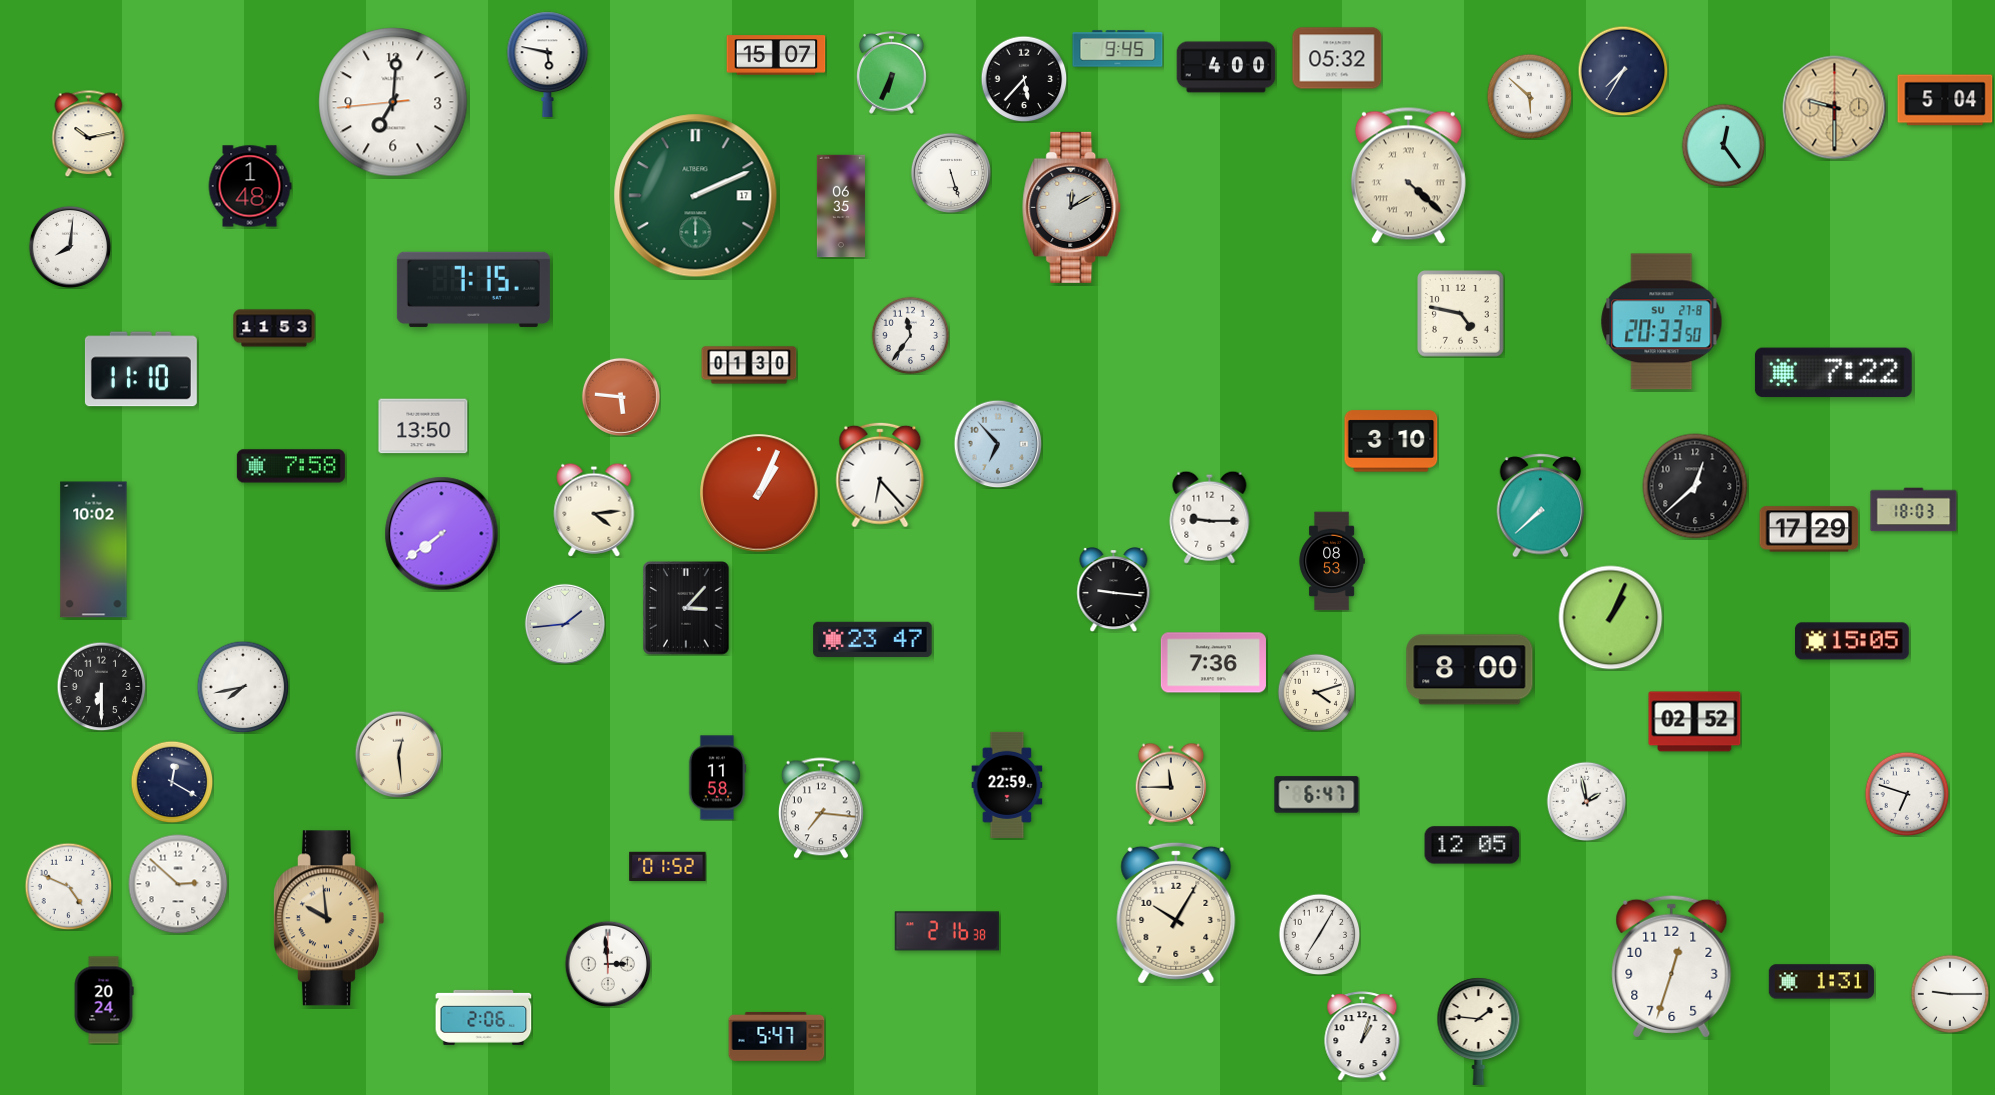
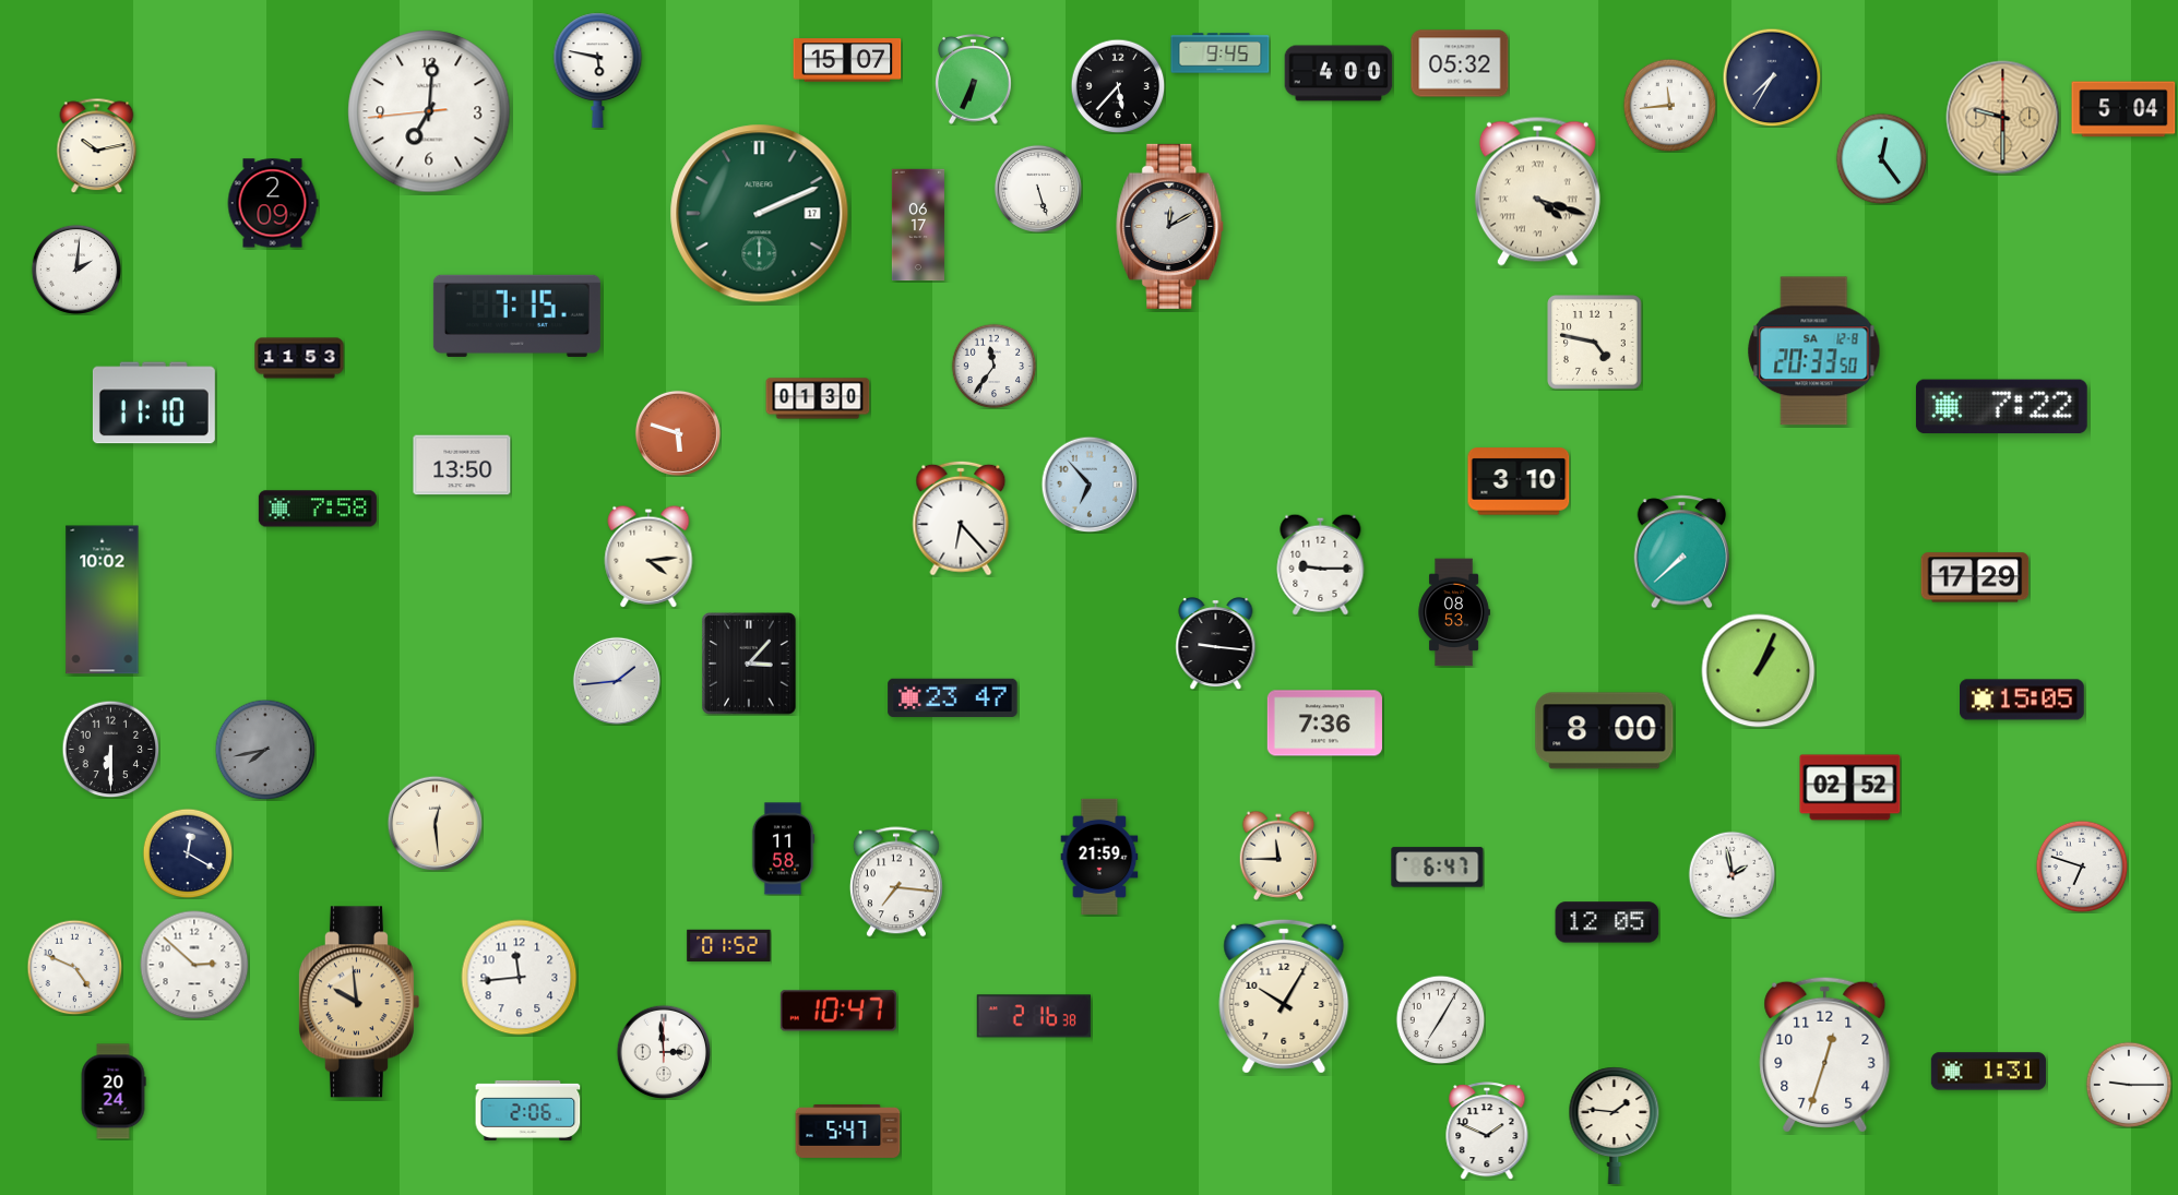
clock at (1529, 96): 5:52 -> 11:44
clock at (1408, 175): 4:22 -> 4:18
clock at (250, 186): 1:48 -> 2:09
clock at (841, 206): 06:35 -> 06:17
clock at (70, 247): 8:01 -> 2:01
clock at (1662, 322) date: SU 27-8 -> SA 12-8
clock at (621, 397): 5:46 -> 5:48
clock at (1695, 486): 12:38 -> none
clock at (759, 493): 1:04 -> none
clock at (1914, 510): 18:03 -> none
clock at (442, 534): 7:39 -> none
clock at (1611, 618) position: (1611, 618) -> (1759, 671)
clock at (243, 687) dial: white -> grey
clock at (1316, 692): 4:12 -> none
clock at (1007, 785): 22:59 -> 21:59
clock at (520, 978): none -> 11:44
clock at (838, 1011): none -> 10:47
clock at (1362, 1036): 1:03 -> 1:49
